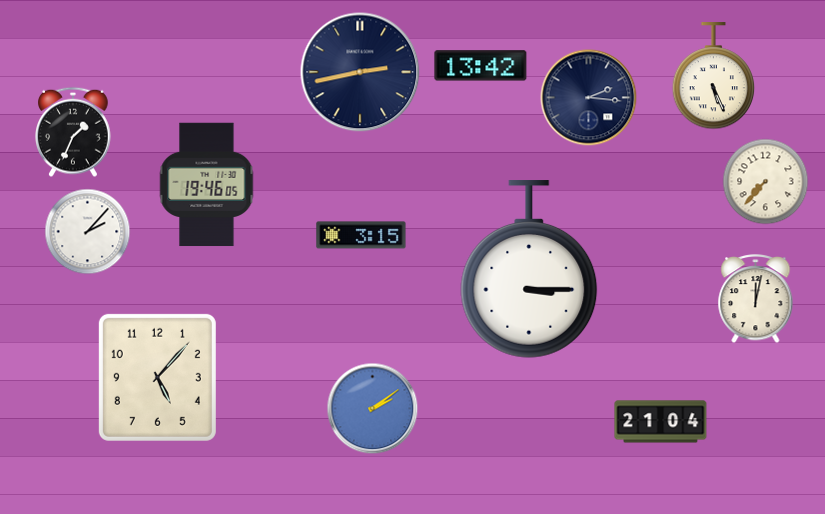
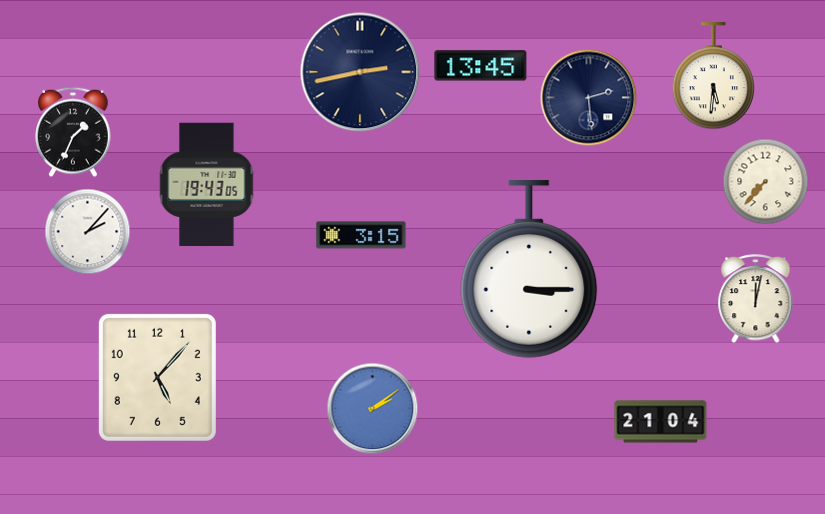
clock at (481, 66): 13:42 -> 13:45
clock at (714, 76): 5:26 -> 5:31
clock at (589, 98): 2:16 -> 2:29
clock at (207, 185): 19:46 -> 19:43
